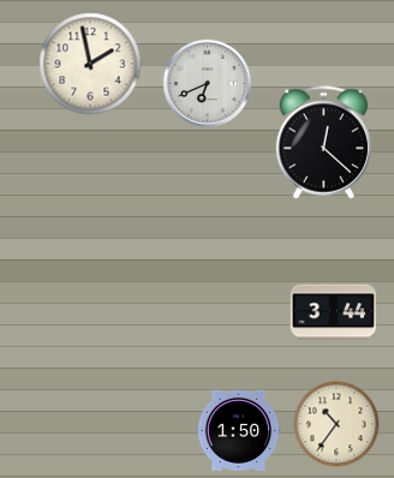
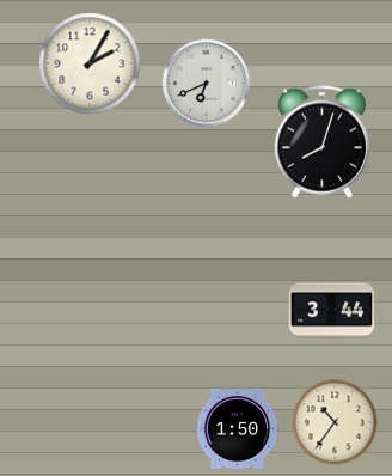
clock at (90, 64): 1:58 -> 2:05
clock at (324, 143): 12:22 -> 8:03
